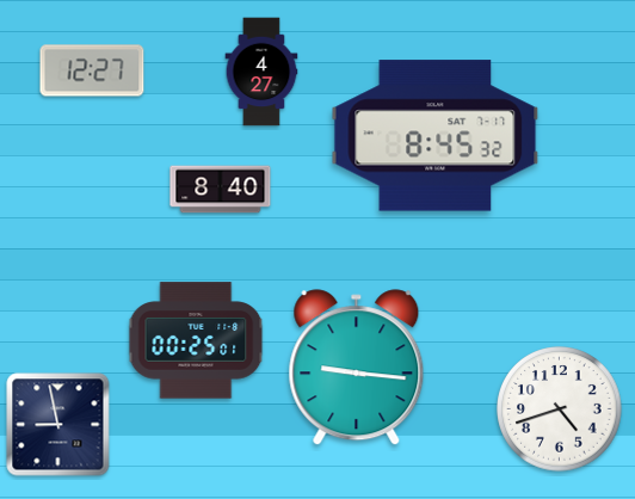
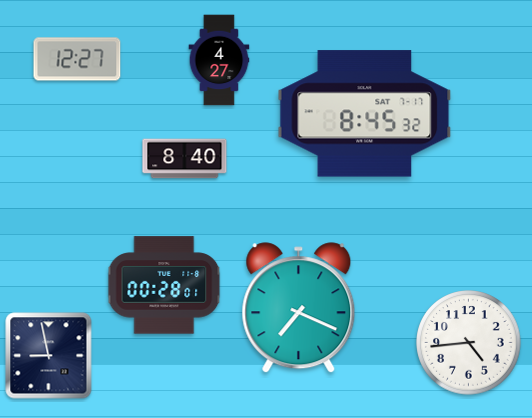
clock at (196, 340): 00:25 -> 00:28
clock at (357, 368): 9:16 -> 7:19
clock at (560, 409): 4:42 -> 4:44
